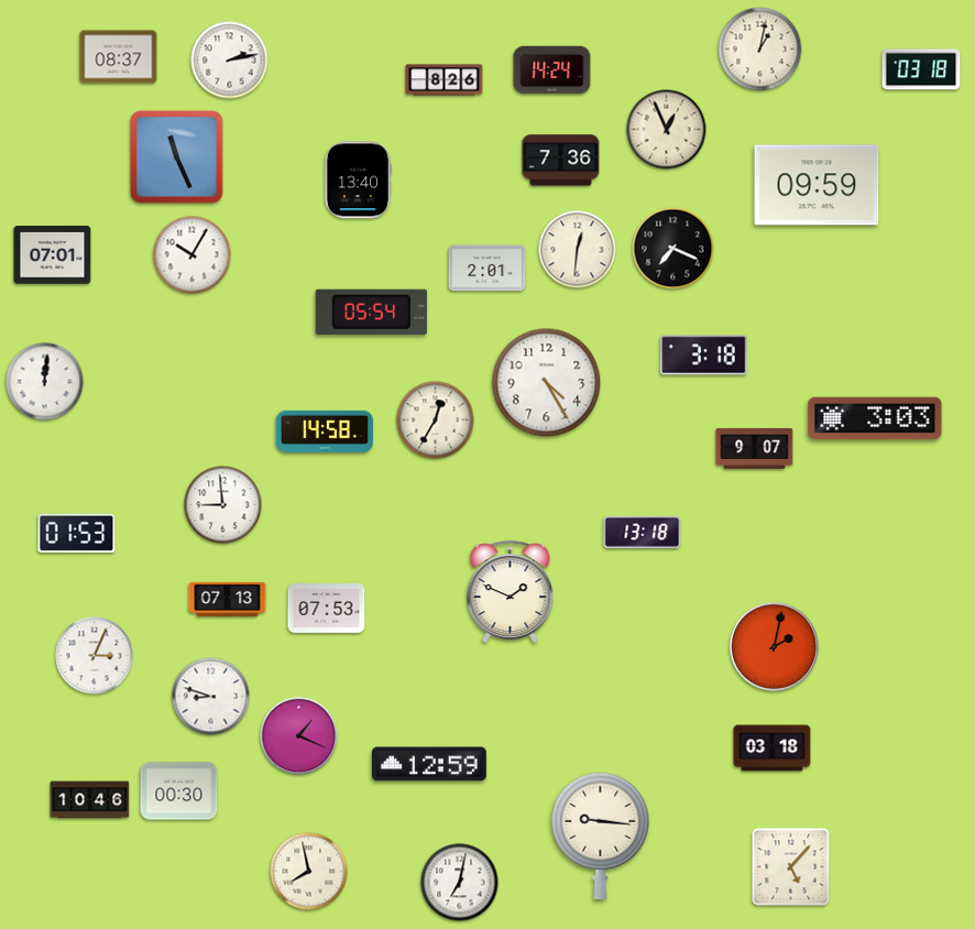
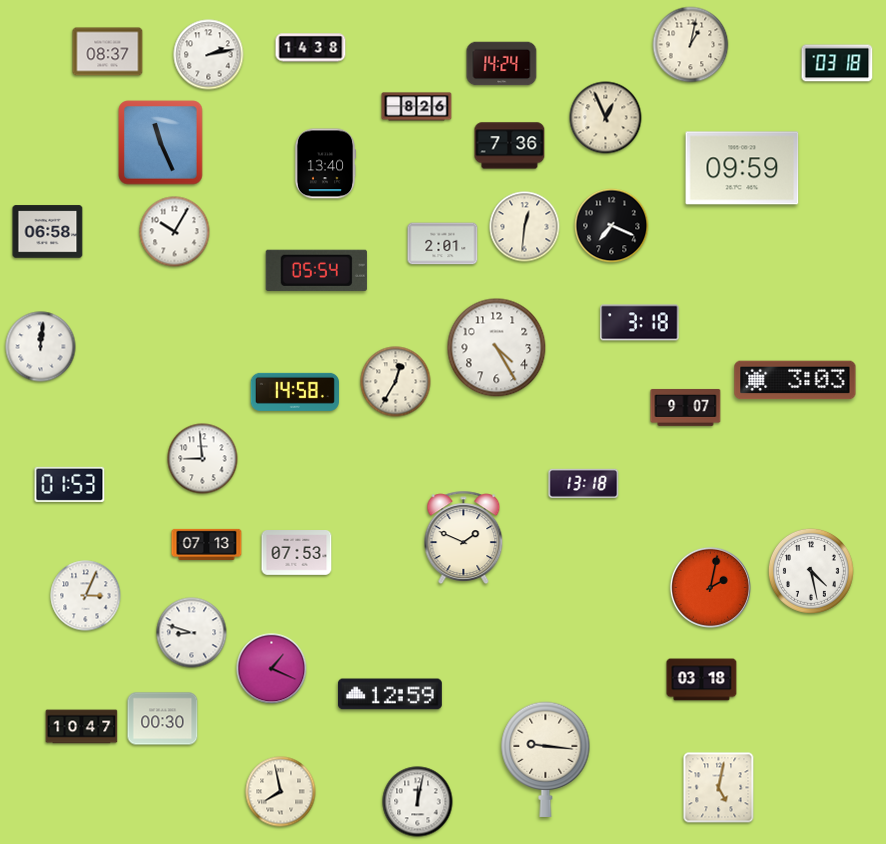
clock at (311, 48): none -> 14:38
clock at (445, 80) position: (445, 80) -> (417, 107)
clock at (53, 255): 07:01 -> 06:58
clock at (371, 312) position: (371, 312) -> (316, 270)
clock at (811, 571): none -> 4:28
clock at (774, 646) position: (774, 646) -> (710, 587)
clock at (90, 800): 10:46 -> 10:47
clock at (791, 867): 5:07 -> 5:02
clock at (460, 883): 7:02 -> 12:02
